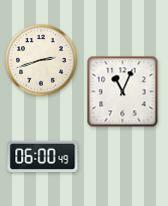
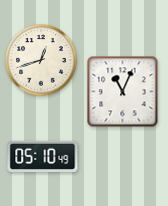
clock at (41, 60): 2:42 -> 12:42
clock at (43, 156): 06:00 -> 05:10
